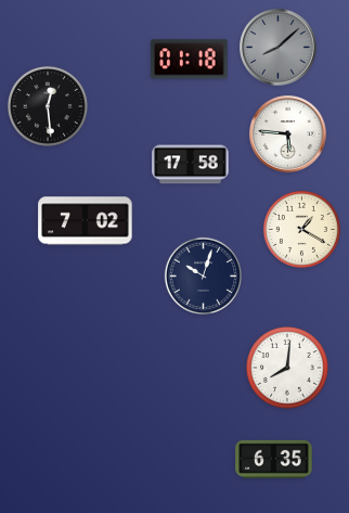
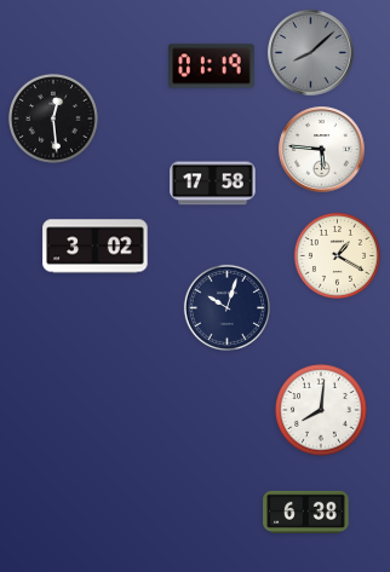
clock at (190, 60): 01:18 -> 01:19
clock at (86, 221): 7:02 -> 3:02
clock at (274, 459): 6:35 -> 6:38
